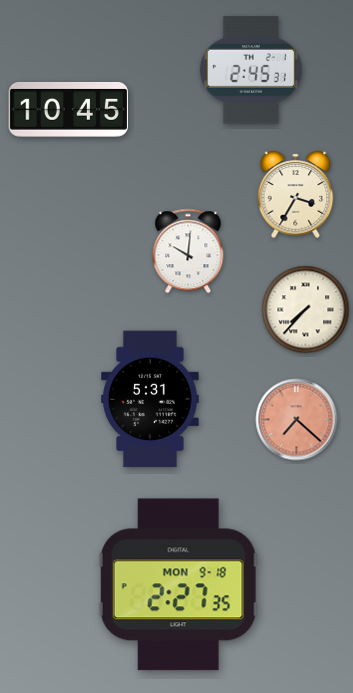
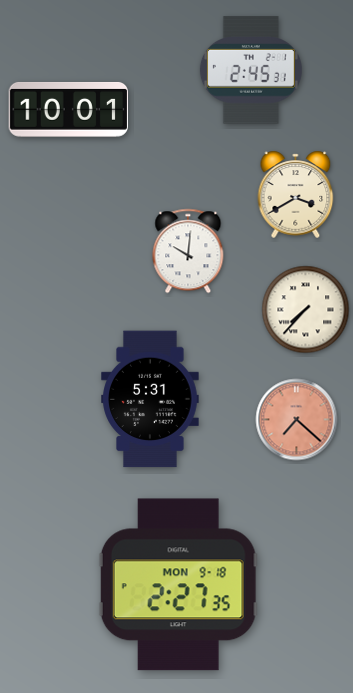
clock at (68, 109): 10:45 -> 10:01
clock at (296, 194): 3:35 -> 3:40
